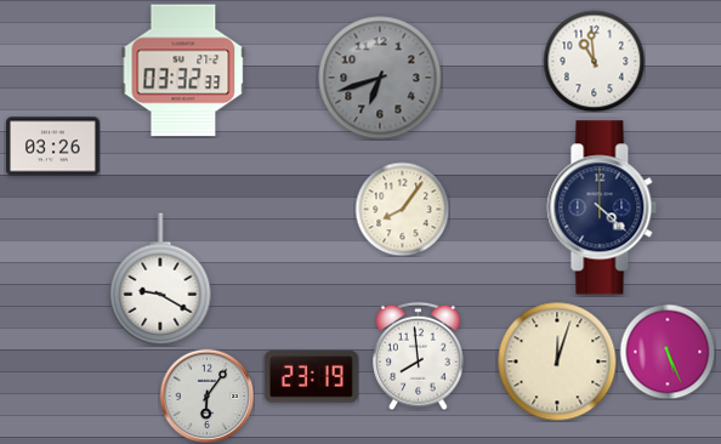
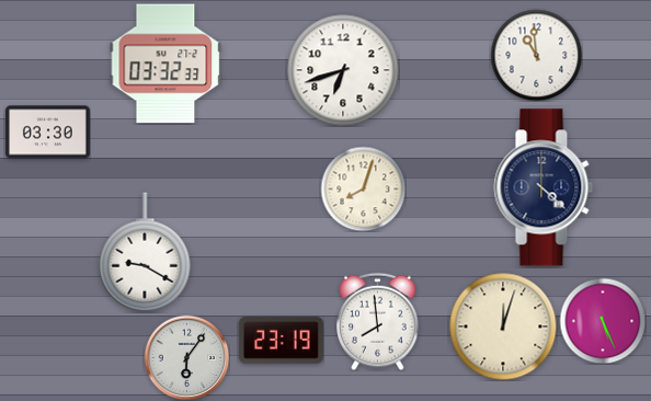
clock at (380, 78) dial: grey -> white
clock at (52, 147): 03:26 -> 03:30
clock at (402, 209): 8:06 -> 8:03
clock at (668, 352) position: (668, 352) -> (603, 321)
